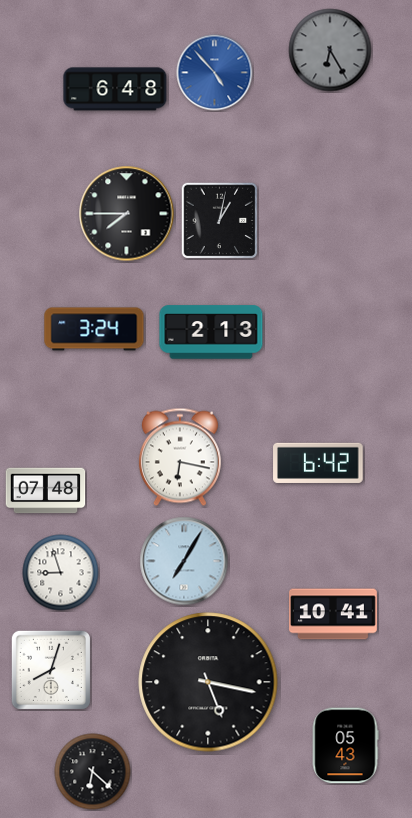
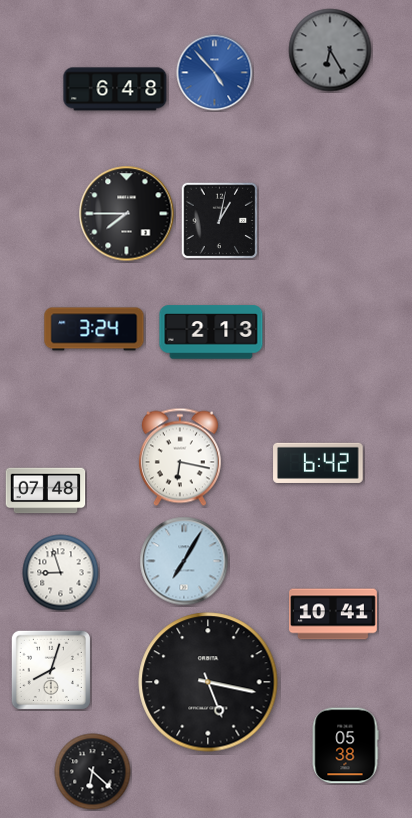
clock at (345, 746): 05:43 -> 05:38
